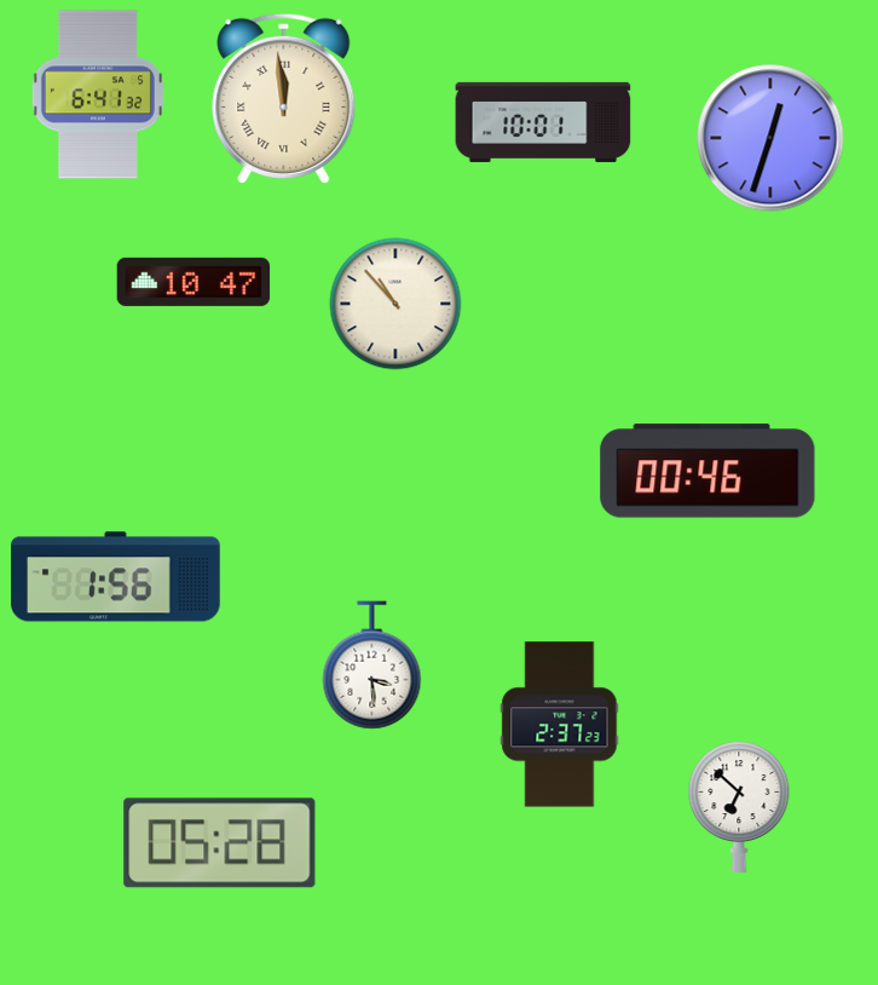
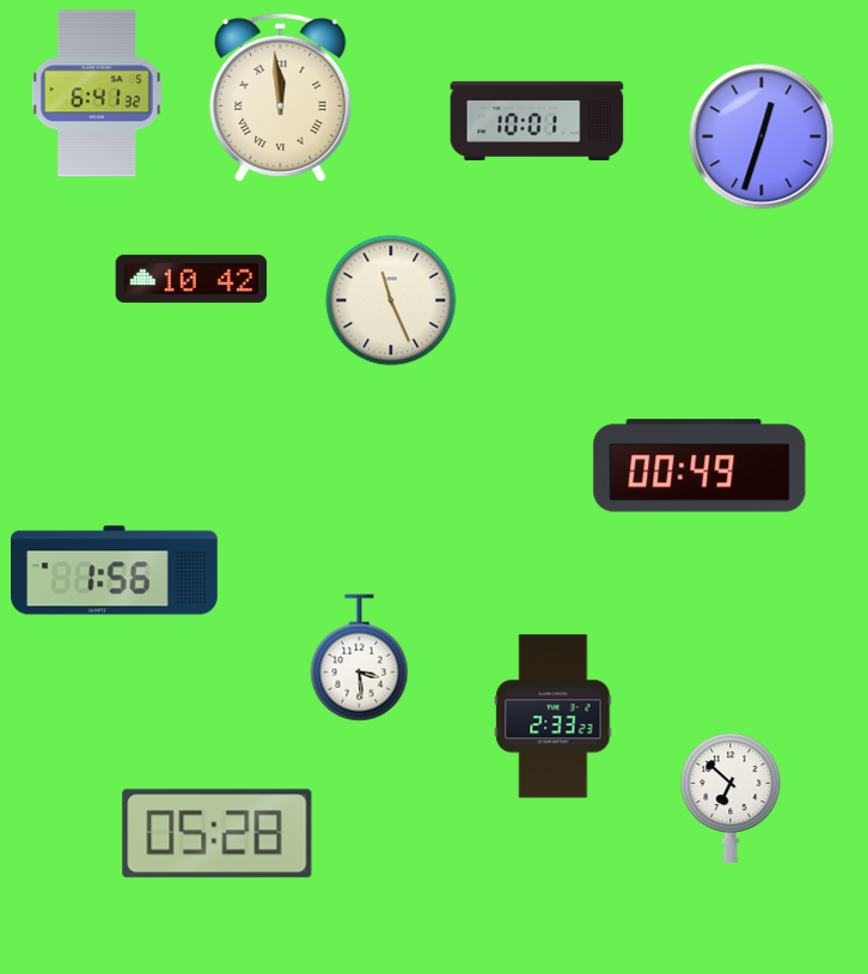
clock at (193, 282): 10:47 -> 10:42
clock at (395, 304): 10:53 -> 11:26
clock at (707, 471): 00:46 -> 00:49
clock at (372, 666) position: (372, 666) -> (360, 658)
clock at (560, 725): 2:37 -> 2:33
